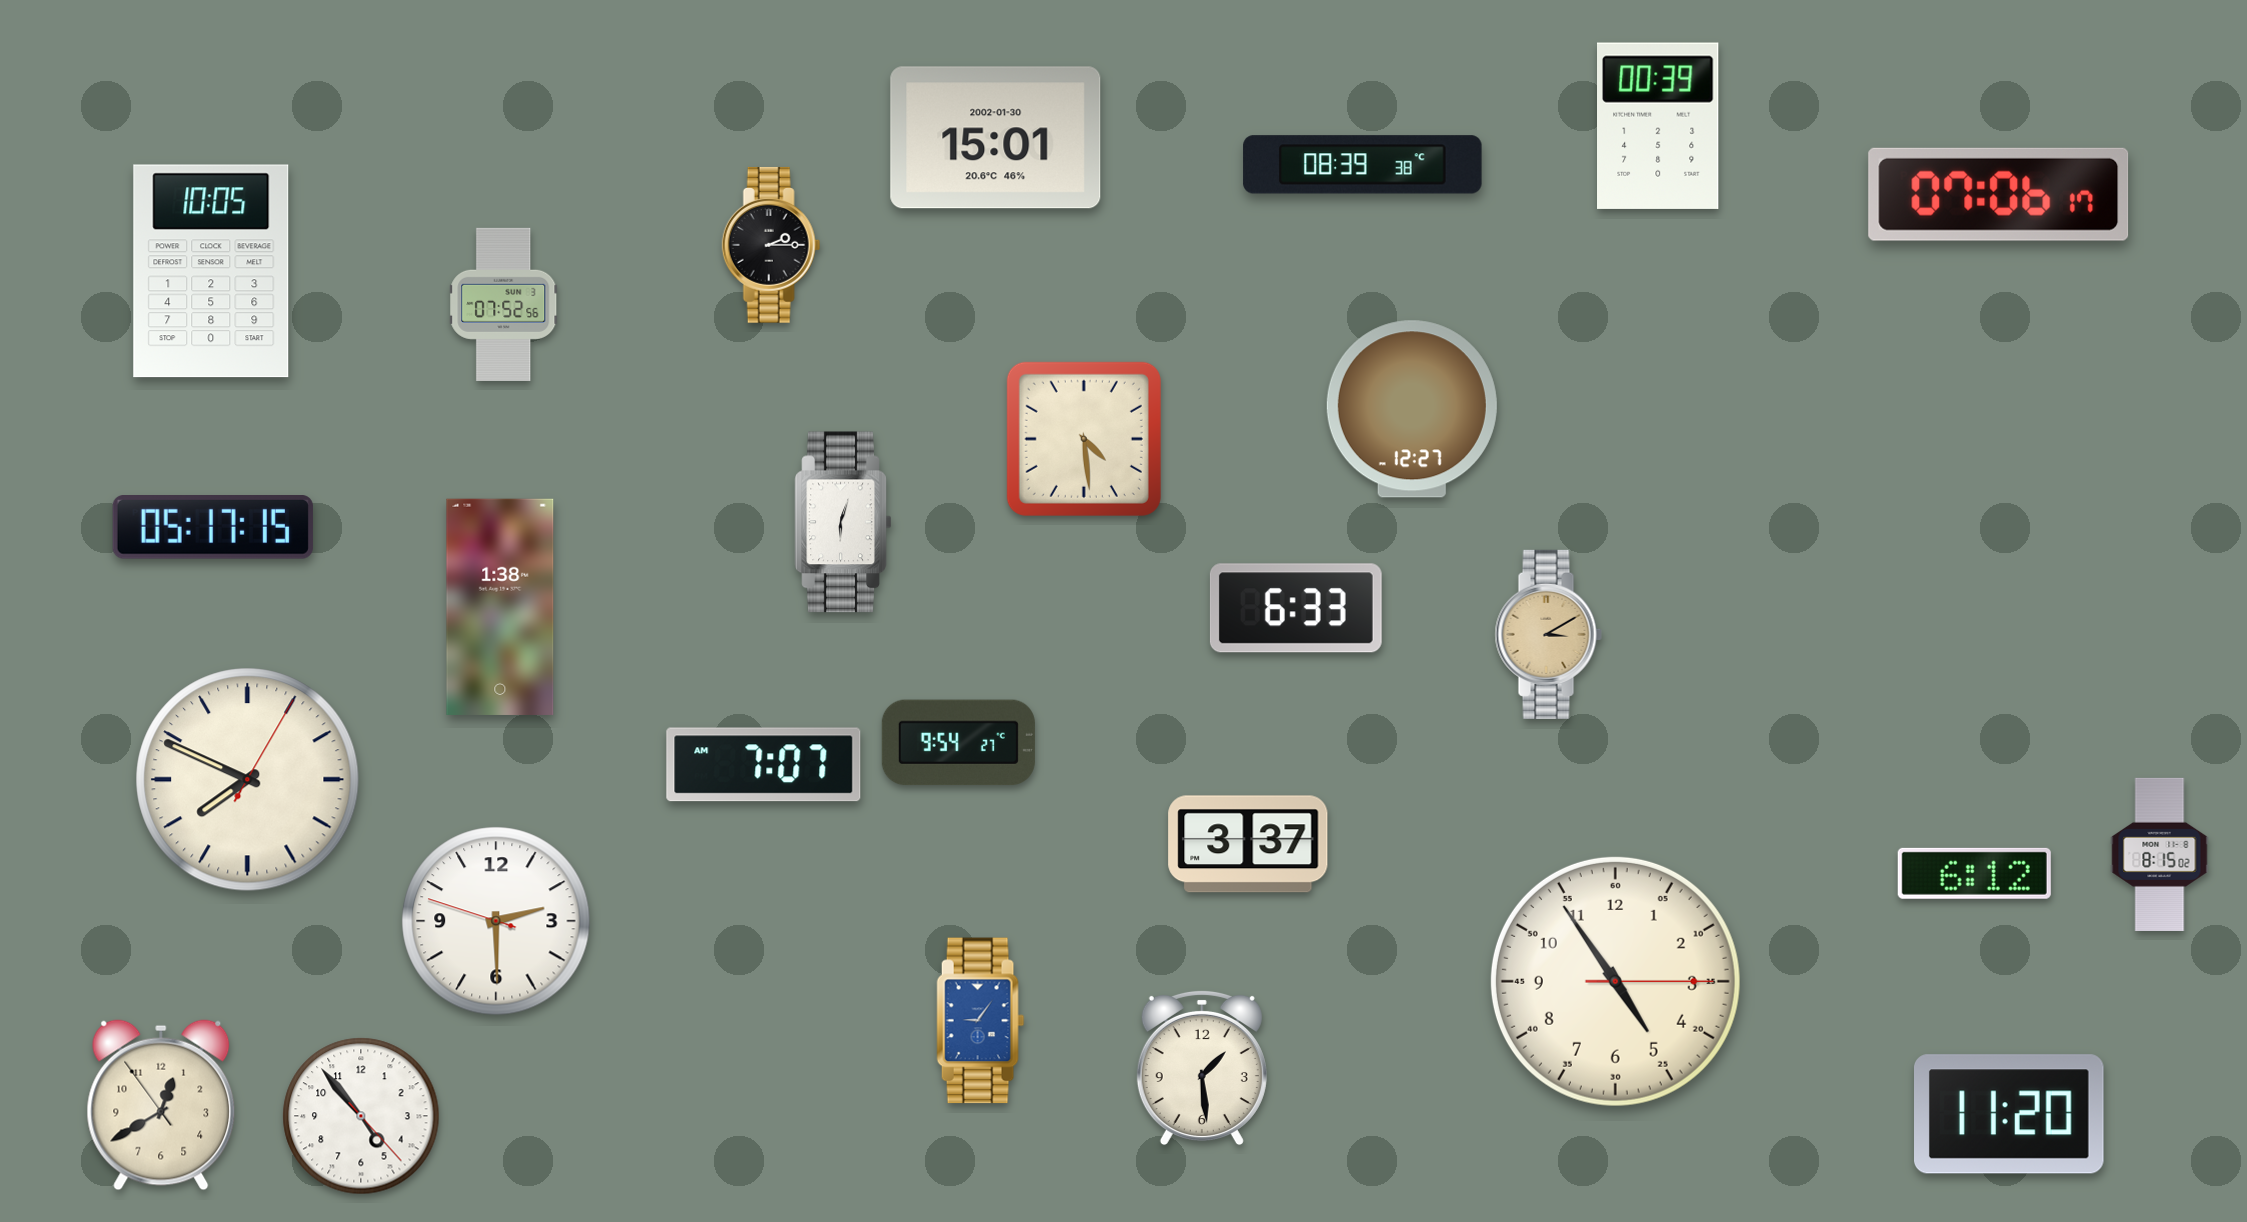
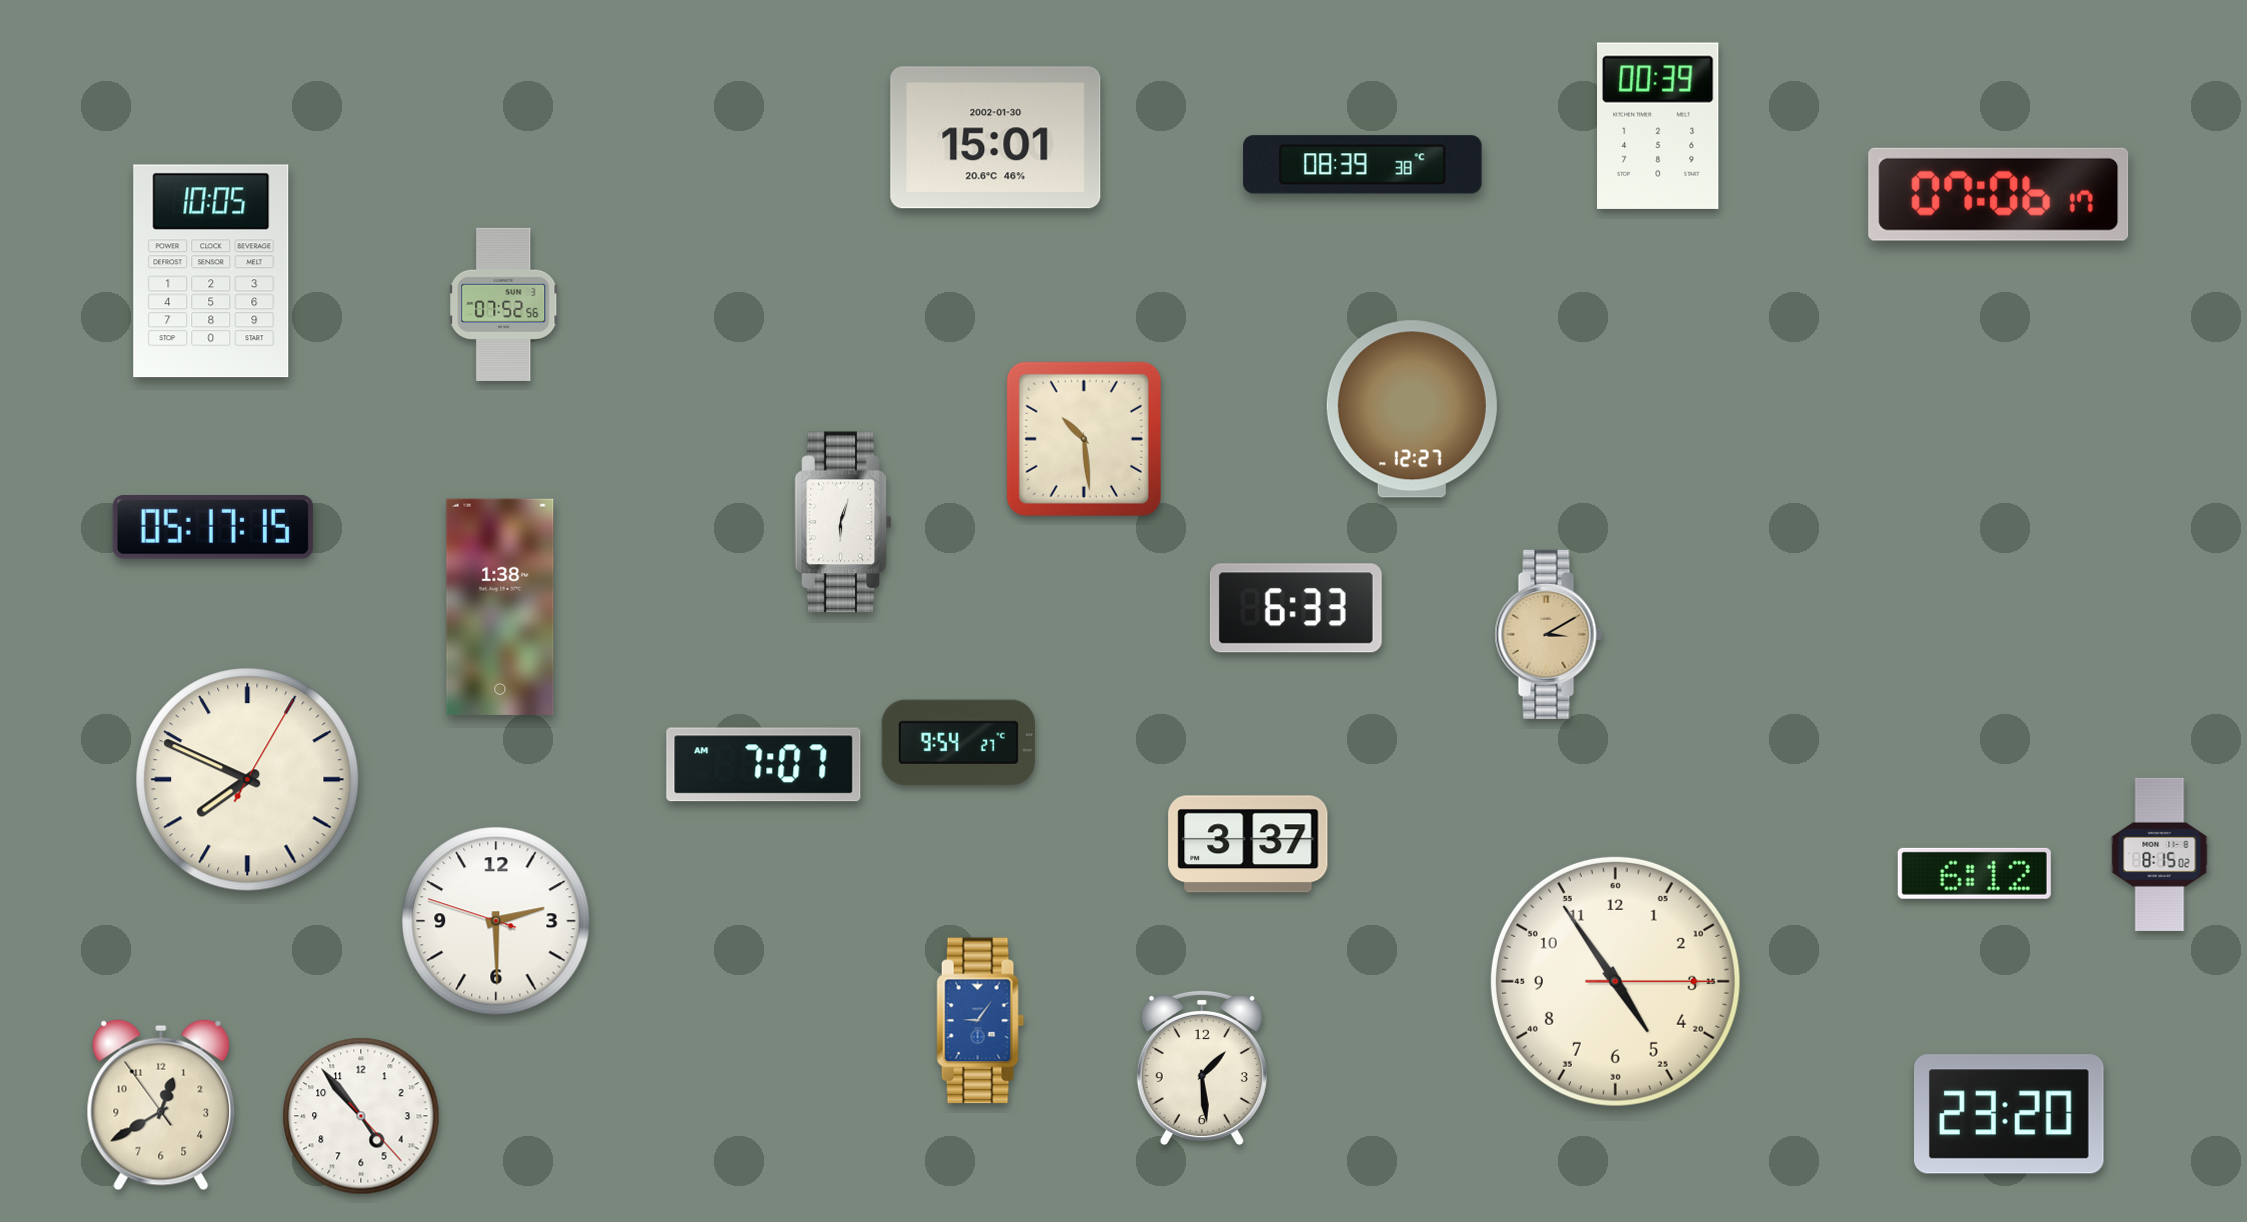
clock at (771, 245): 2:15 -> none
clock at (1084, 439): 4:29 -> 10:29
clock at (2010, 1114): 11:20 -> 23:20
